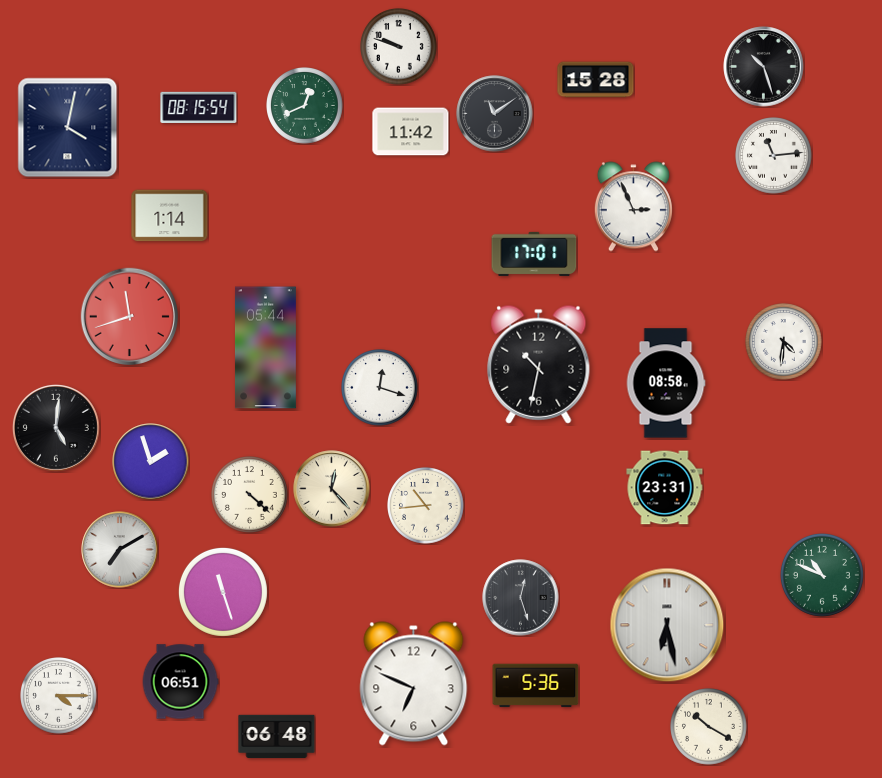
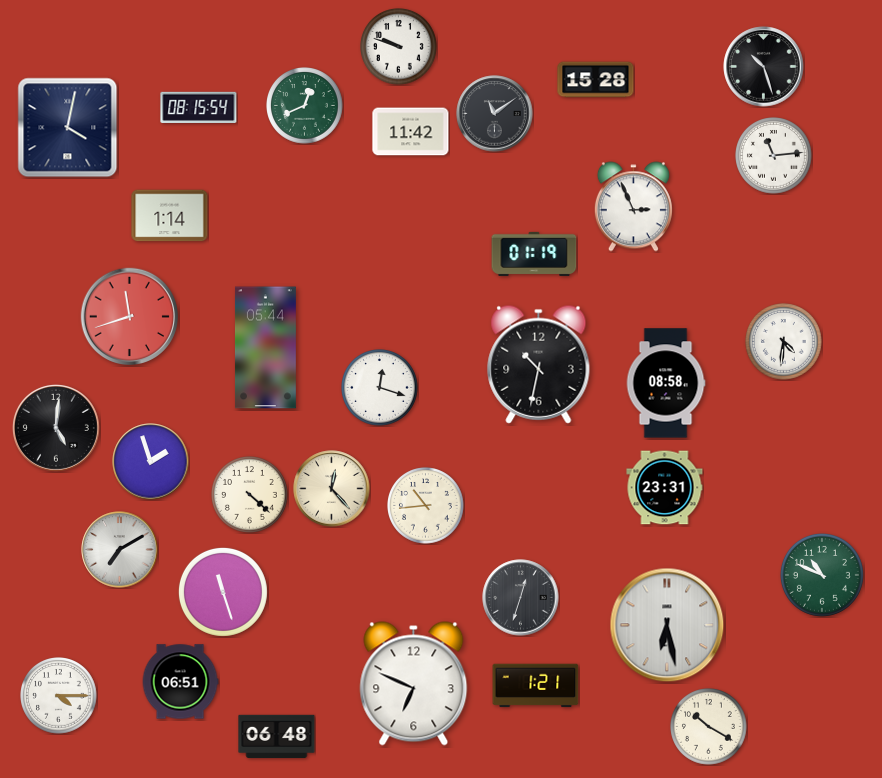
clock at (534, 254): 17:01 -> 01:19
clock at (521, 598): 12:27 -> 12:33
clock at (536, 686): 5:36 -> 1:21
